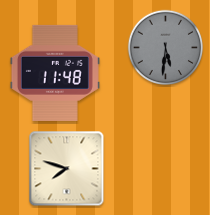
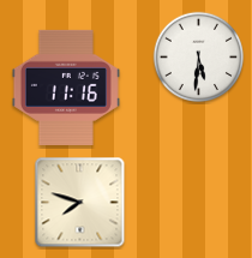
clock at (166, 48) dial: grey -> white
clock at (55, 73): 11:48 -> 11:16
